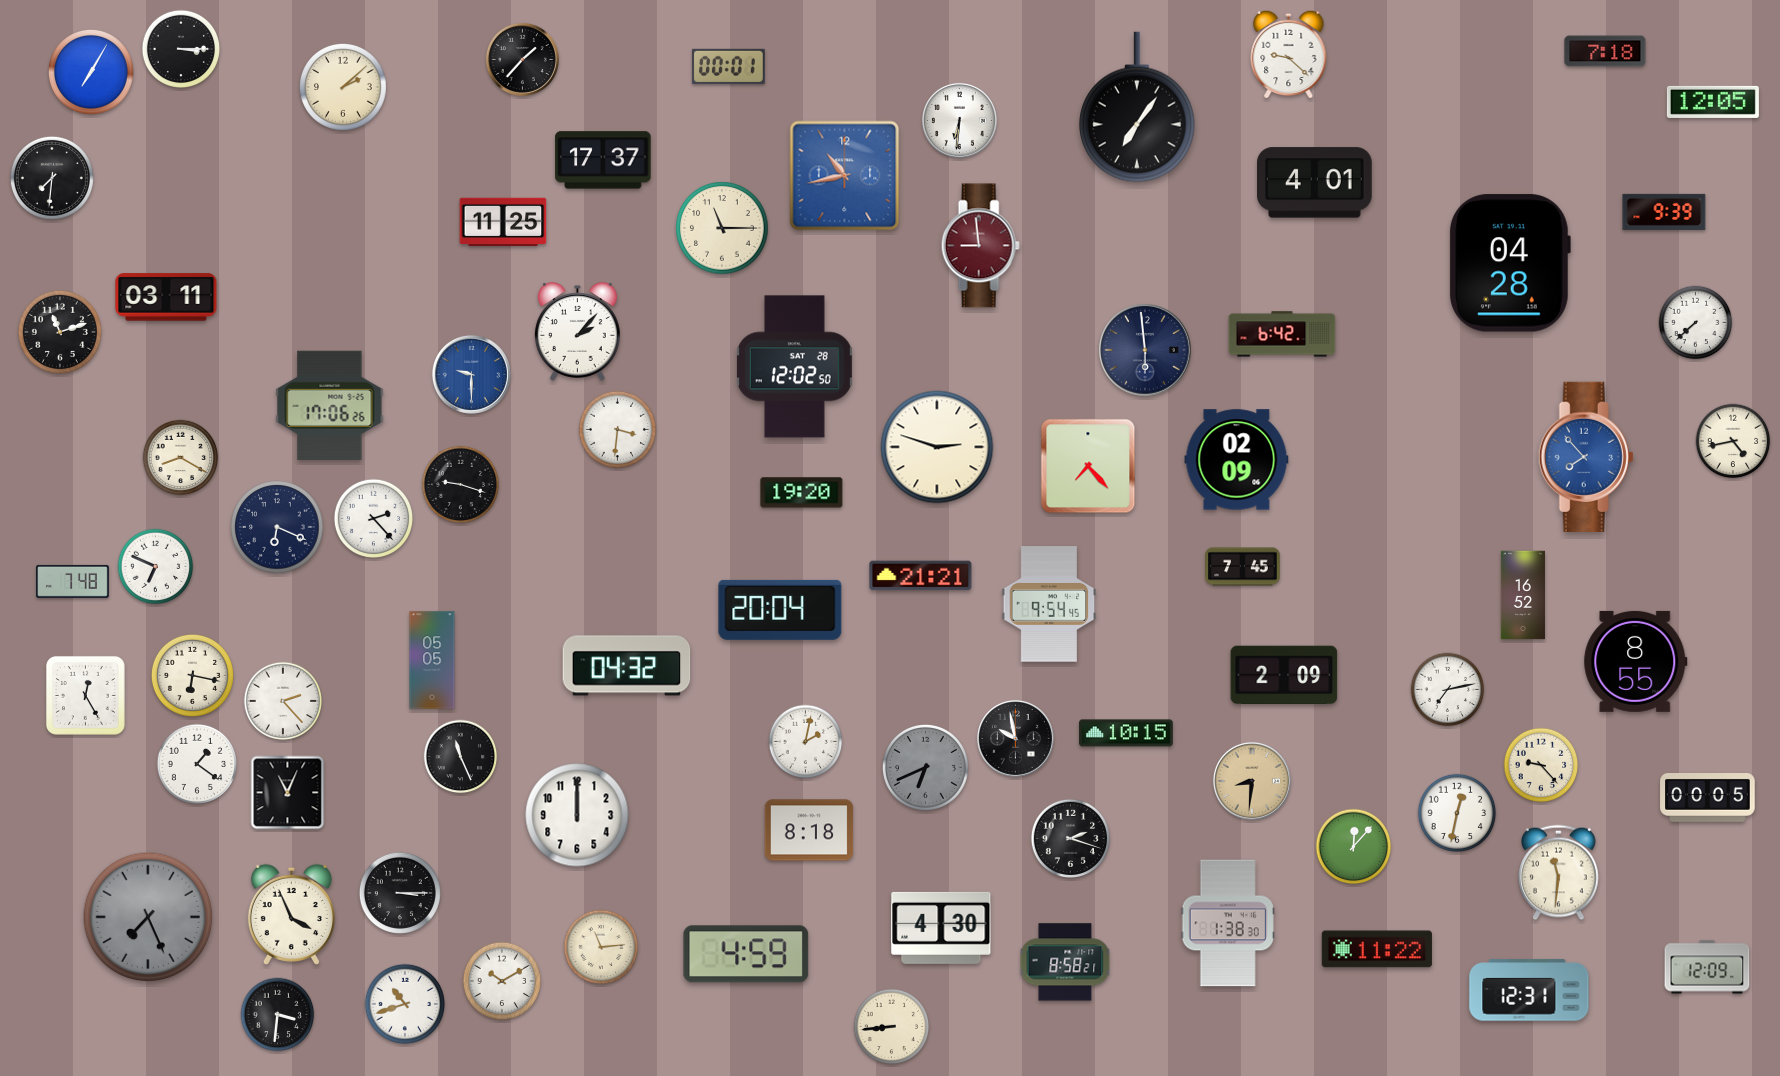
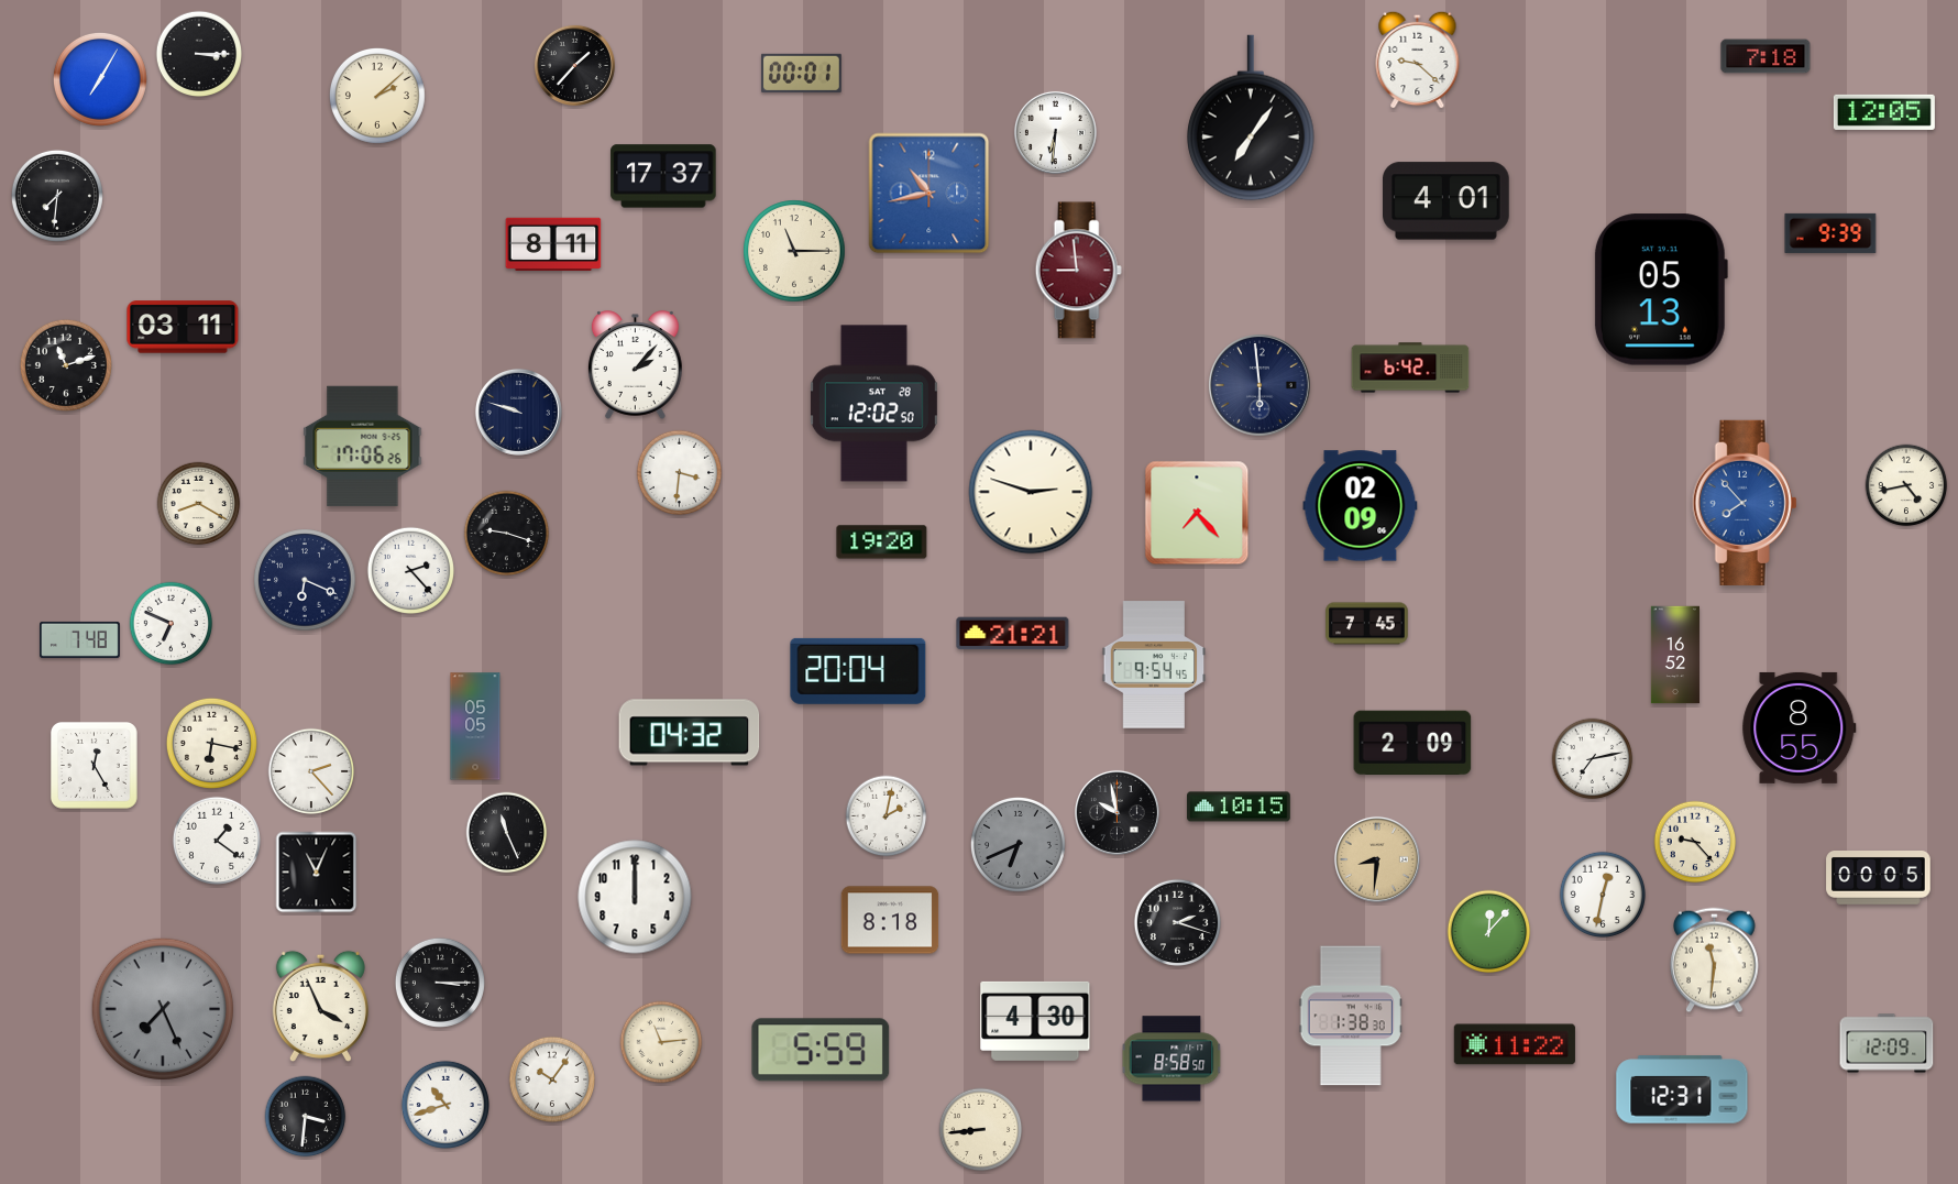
clock at (503, 222): 11:25 -> 8:11
clock at (1509, 263): 04:28 -> 05:13
clock at (1696, 323): 7:38 -> none
clock at (471, 374): 9:30 -> 9:48
clock at (471, 374) dial: blue -> navy
clock at (809, 830) position: (809, 830) -> (890, 920)
clock at (746, 954): 4:59 -> 5:59
clock at (1065, 962): 8:58:21 -> 8:58:50
clock at (1707, 967) position: (1707, 967) -> (1887, 1043)
clock at (502, 981): 10:10 -> 10:06
